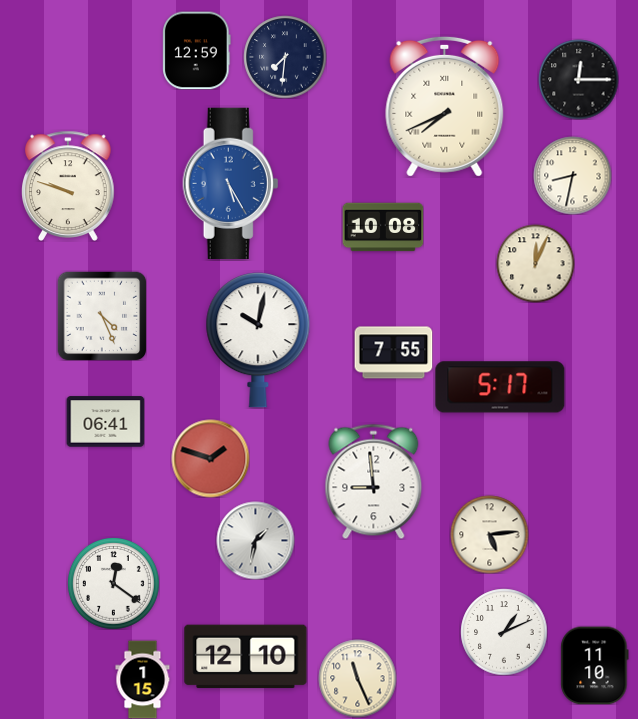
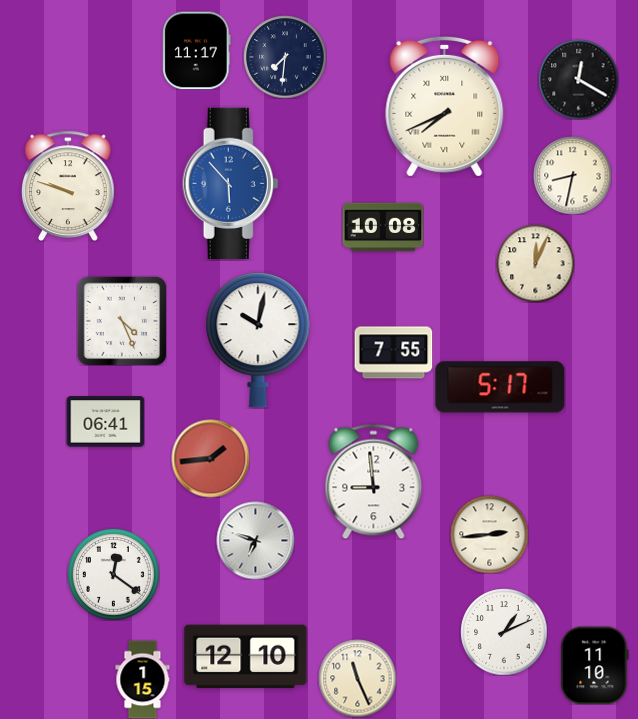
clock at (197, 50): 12:59 -> 11:17
clock at (578, 79): 12:15 -> 12:20
clock at (231, 183): 5:25 -> 5:53
clock at (102, 316) position: (102, 316) -> (122, 321)
clock at (210, 458): 1:48 -> 1:44
clock at (489, 534): 5:14 -> 2:44
clock at (255, 540): 1:32 -> 6:48
clock at (114, 584) position: (114, 584) -> (114, 575)
